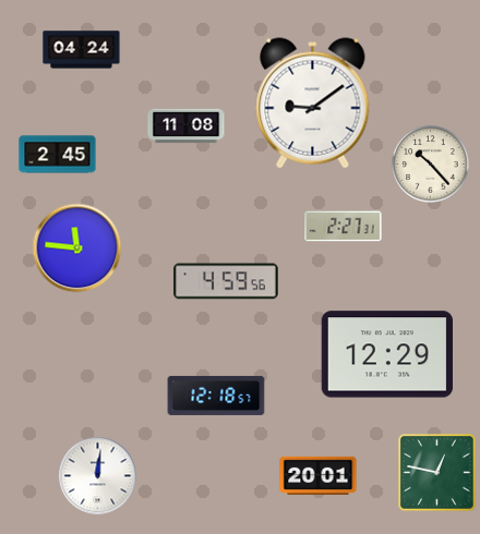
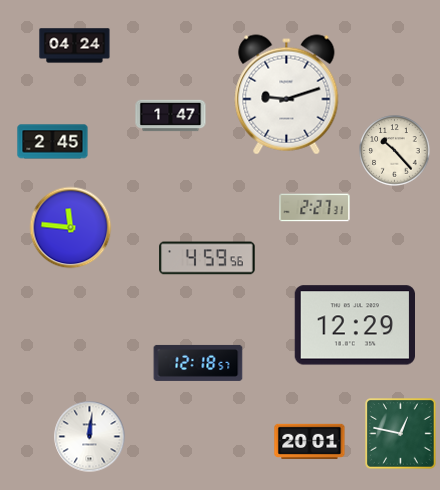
clock at (313, 104): 9:09 -> 9:12
clock at (187, 126): 11:08 -> 1:47
clock at (319, 475) position: (319, 475) -> (310, 441)
